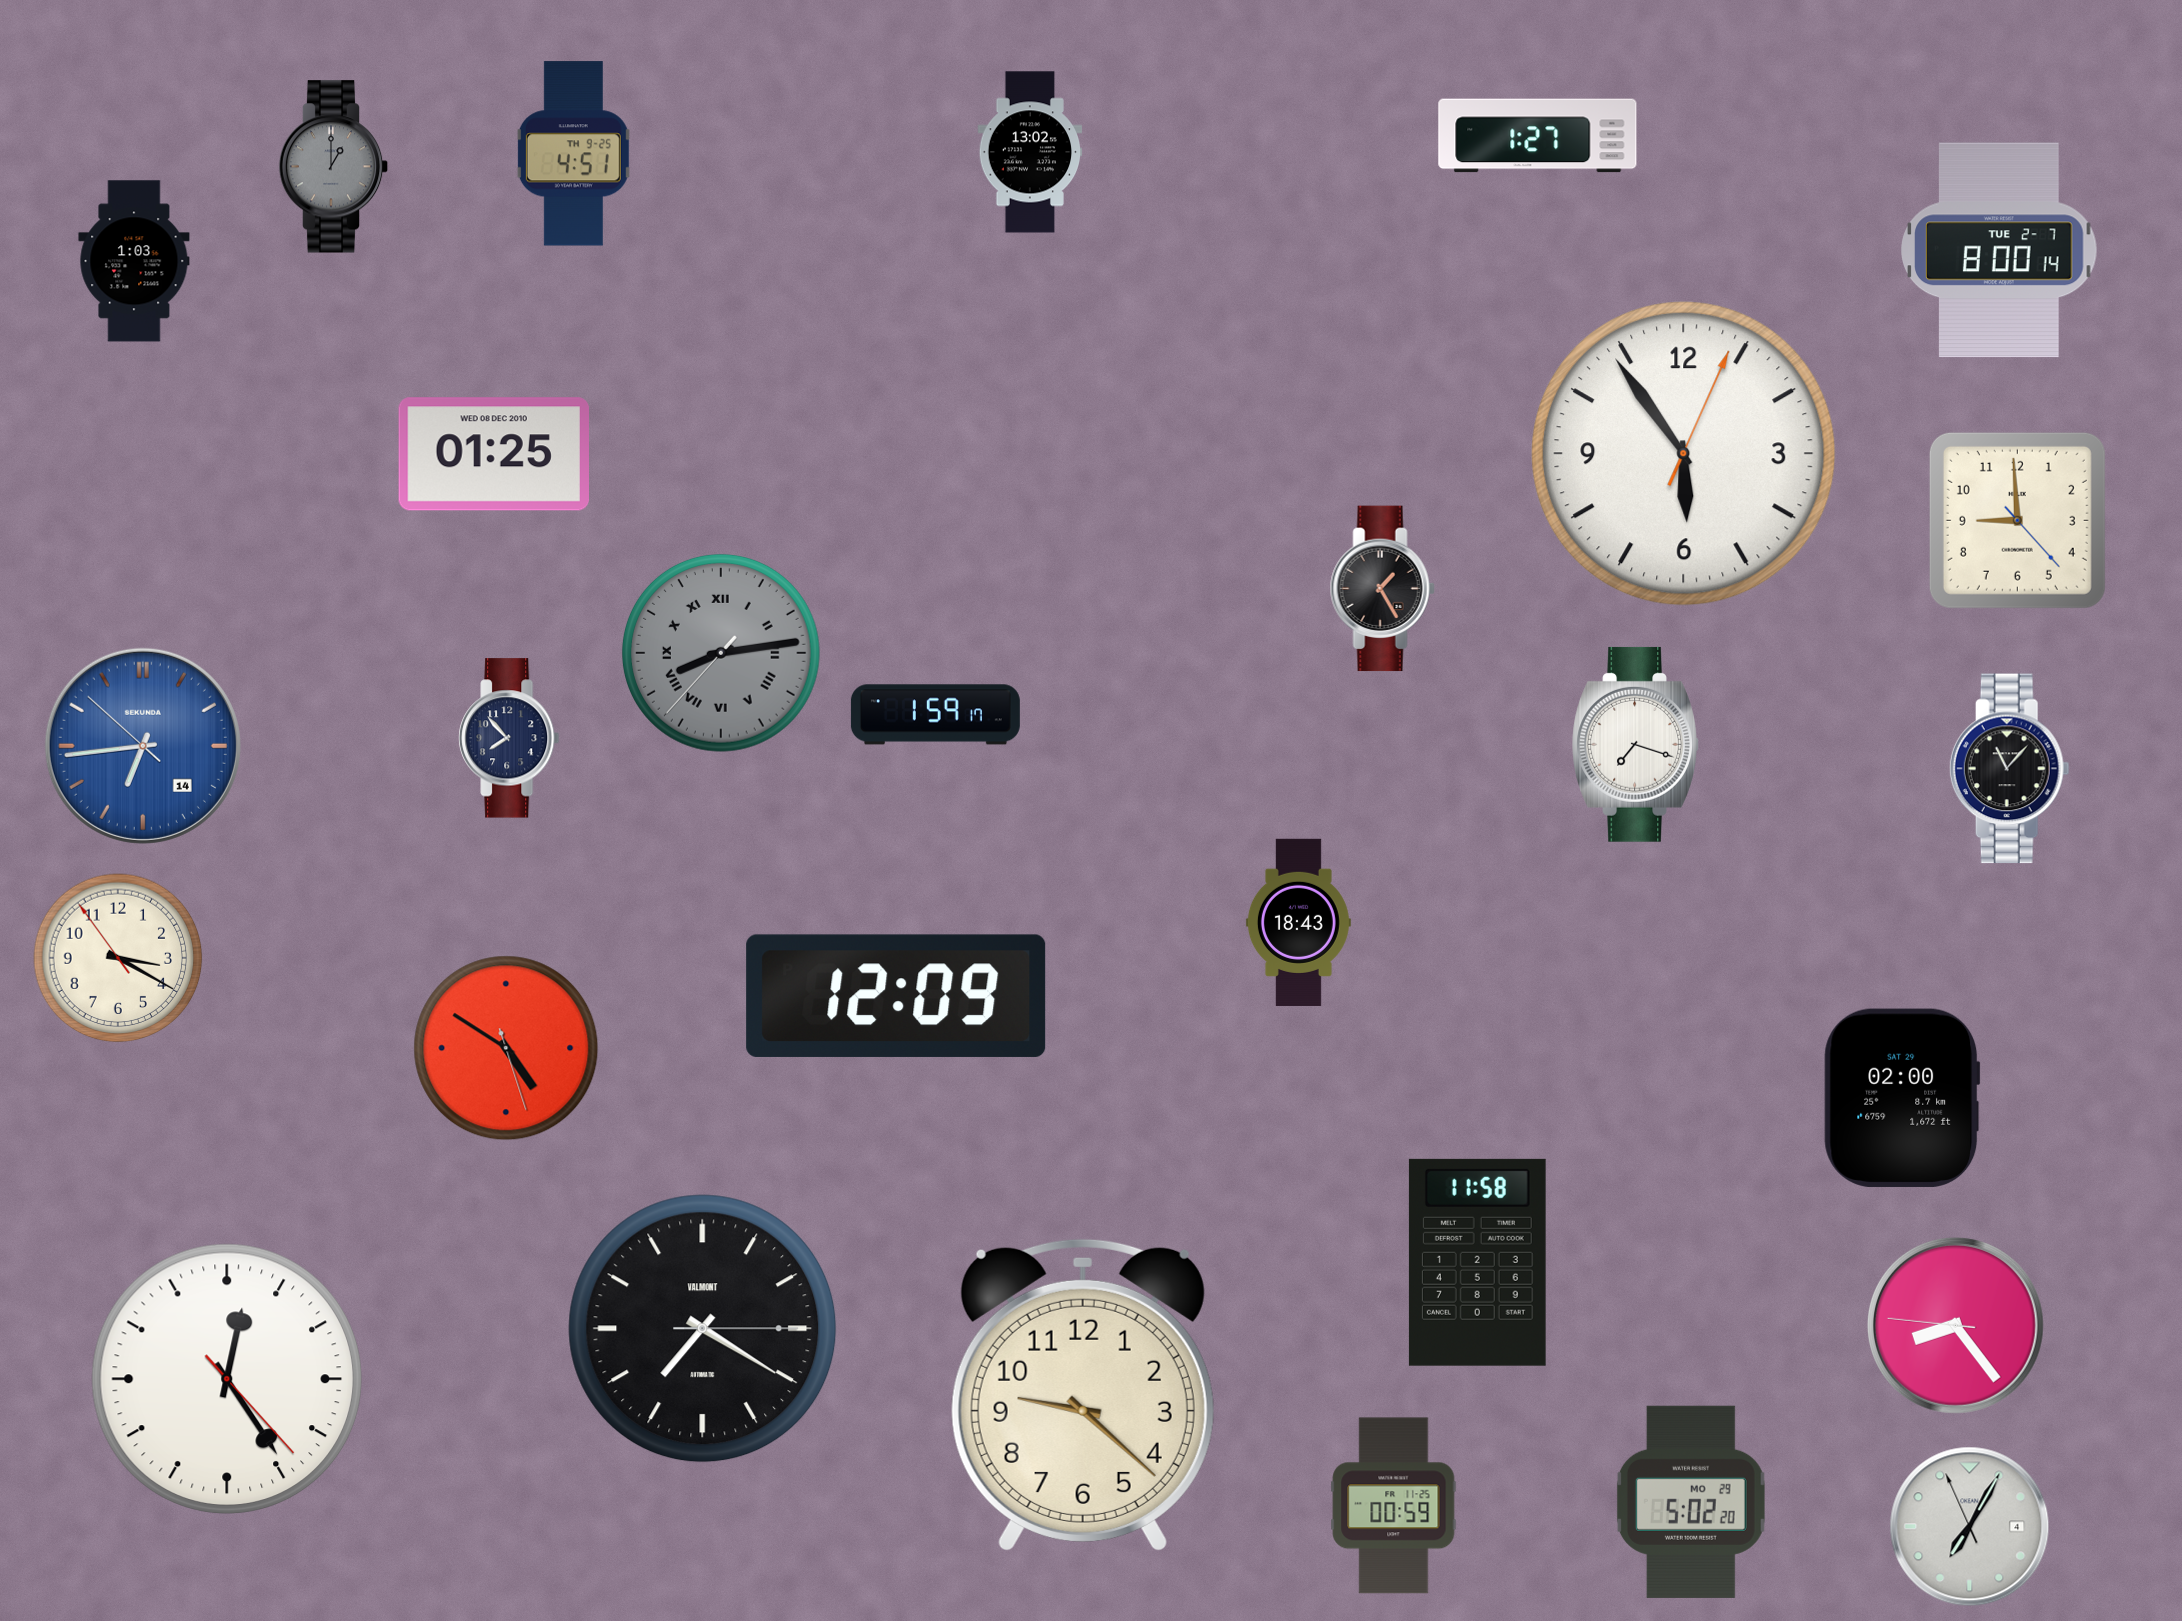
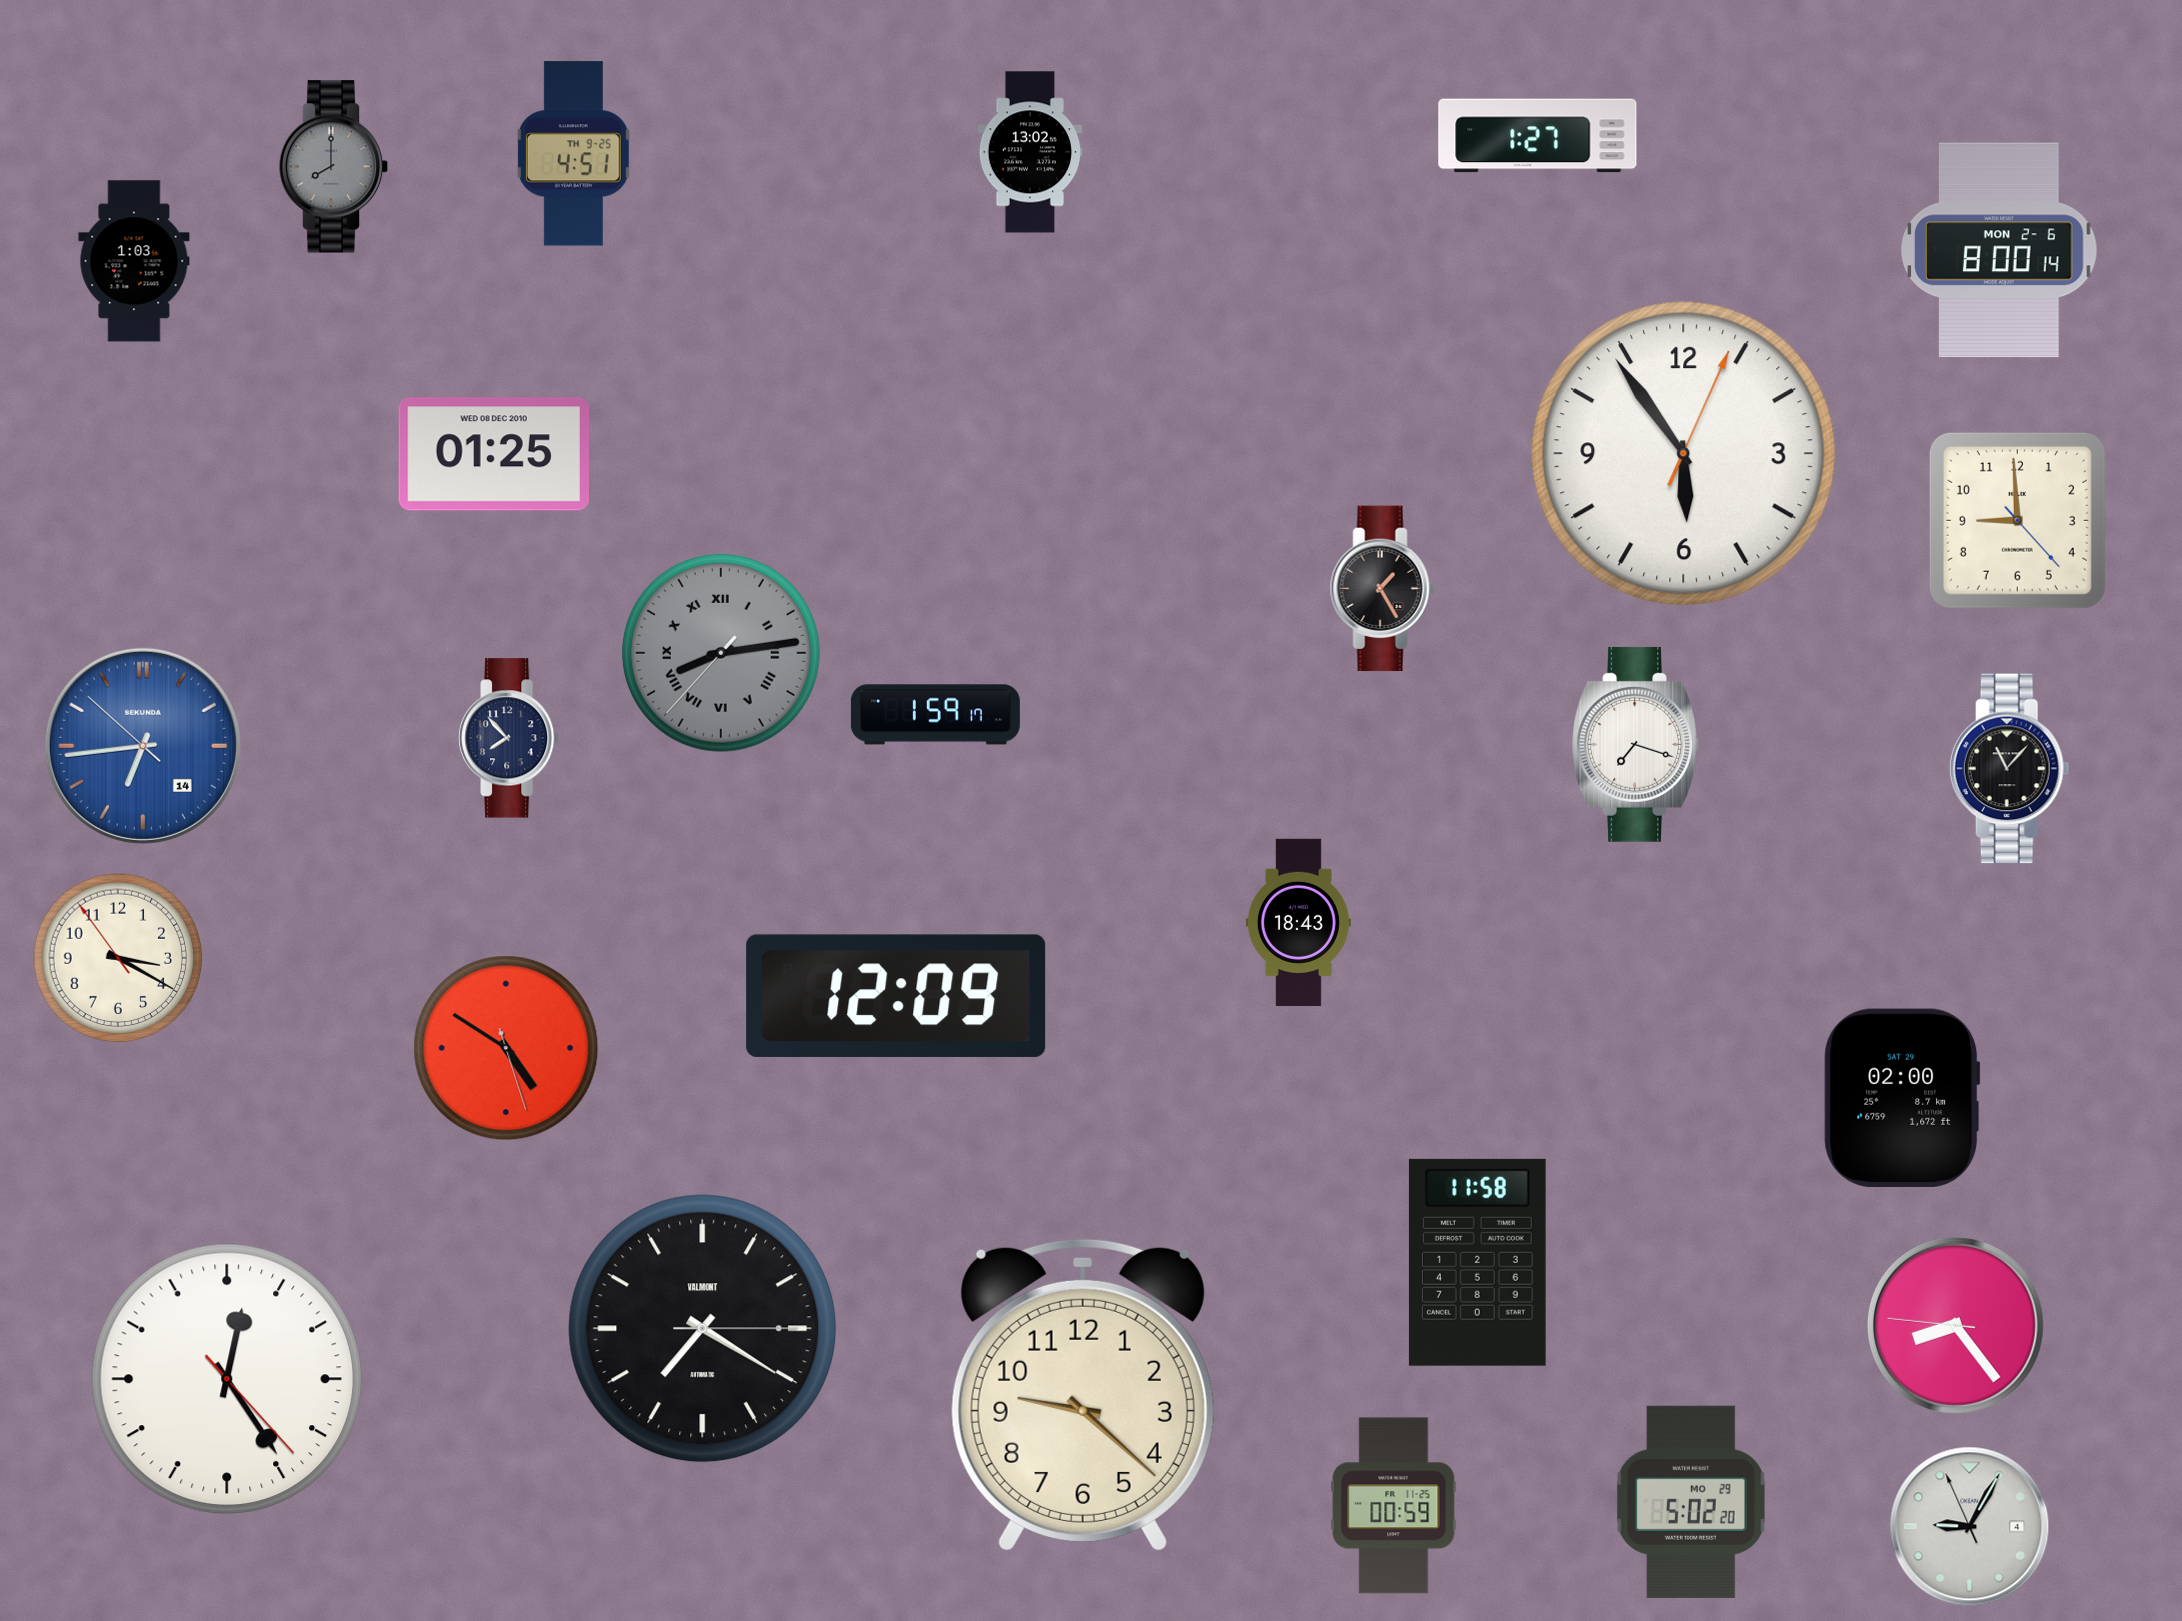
clock at (334, 167): 1:00 -> 8:00
clock at (1999, 250) date: TUE 2-7 -> MON 2-6
clock at (1970, 1527): 7:04 -> 9:04
